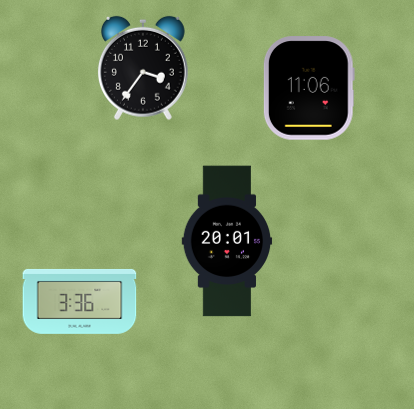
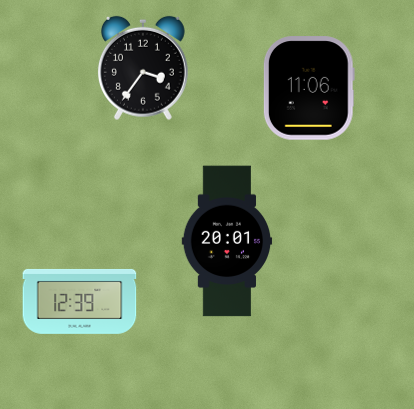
clock at (80, 301): 3:36 -> 12:39
